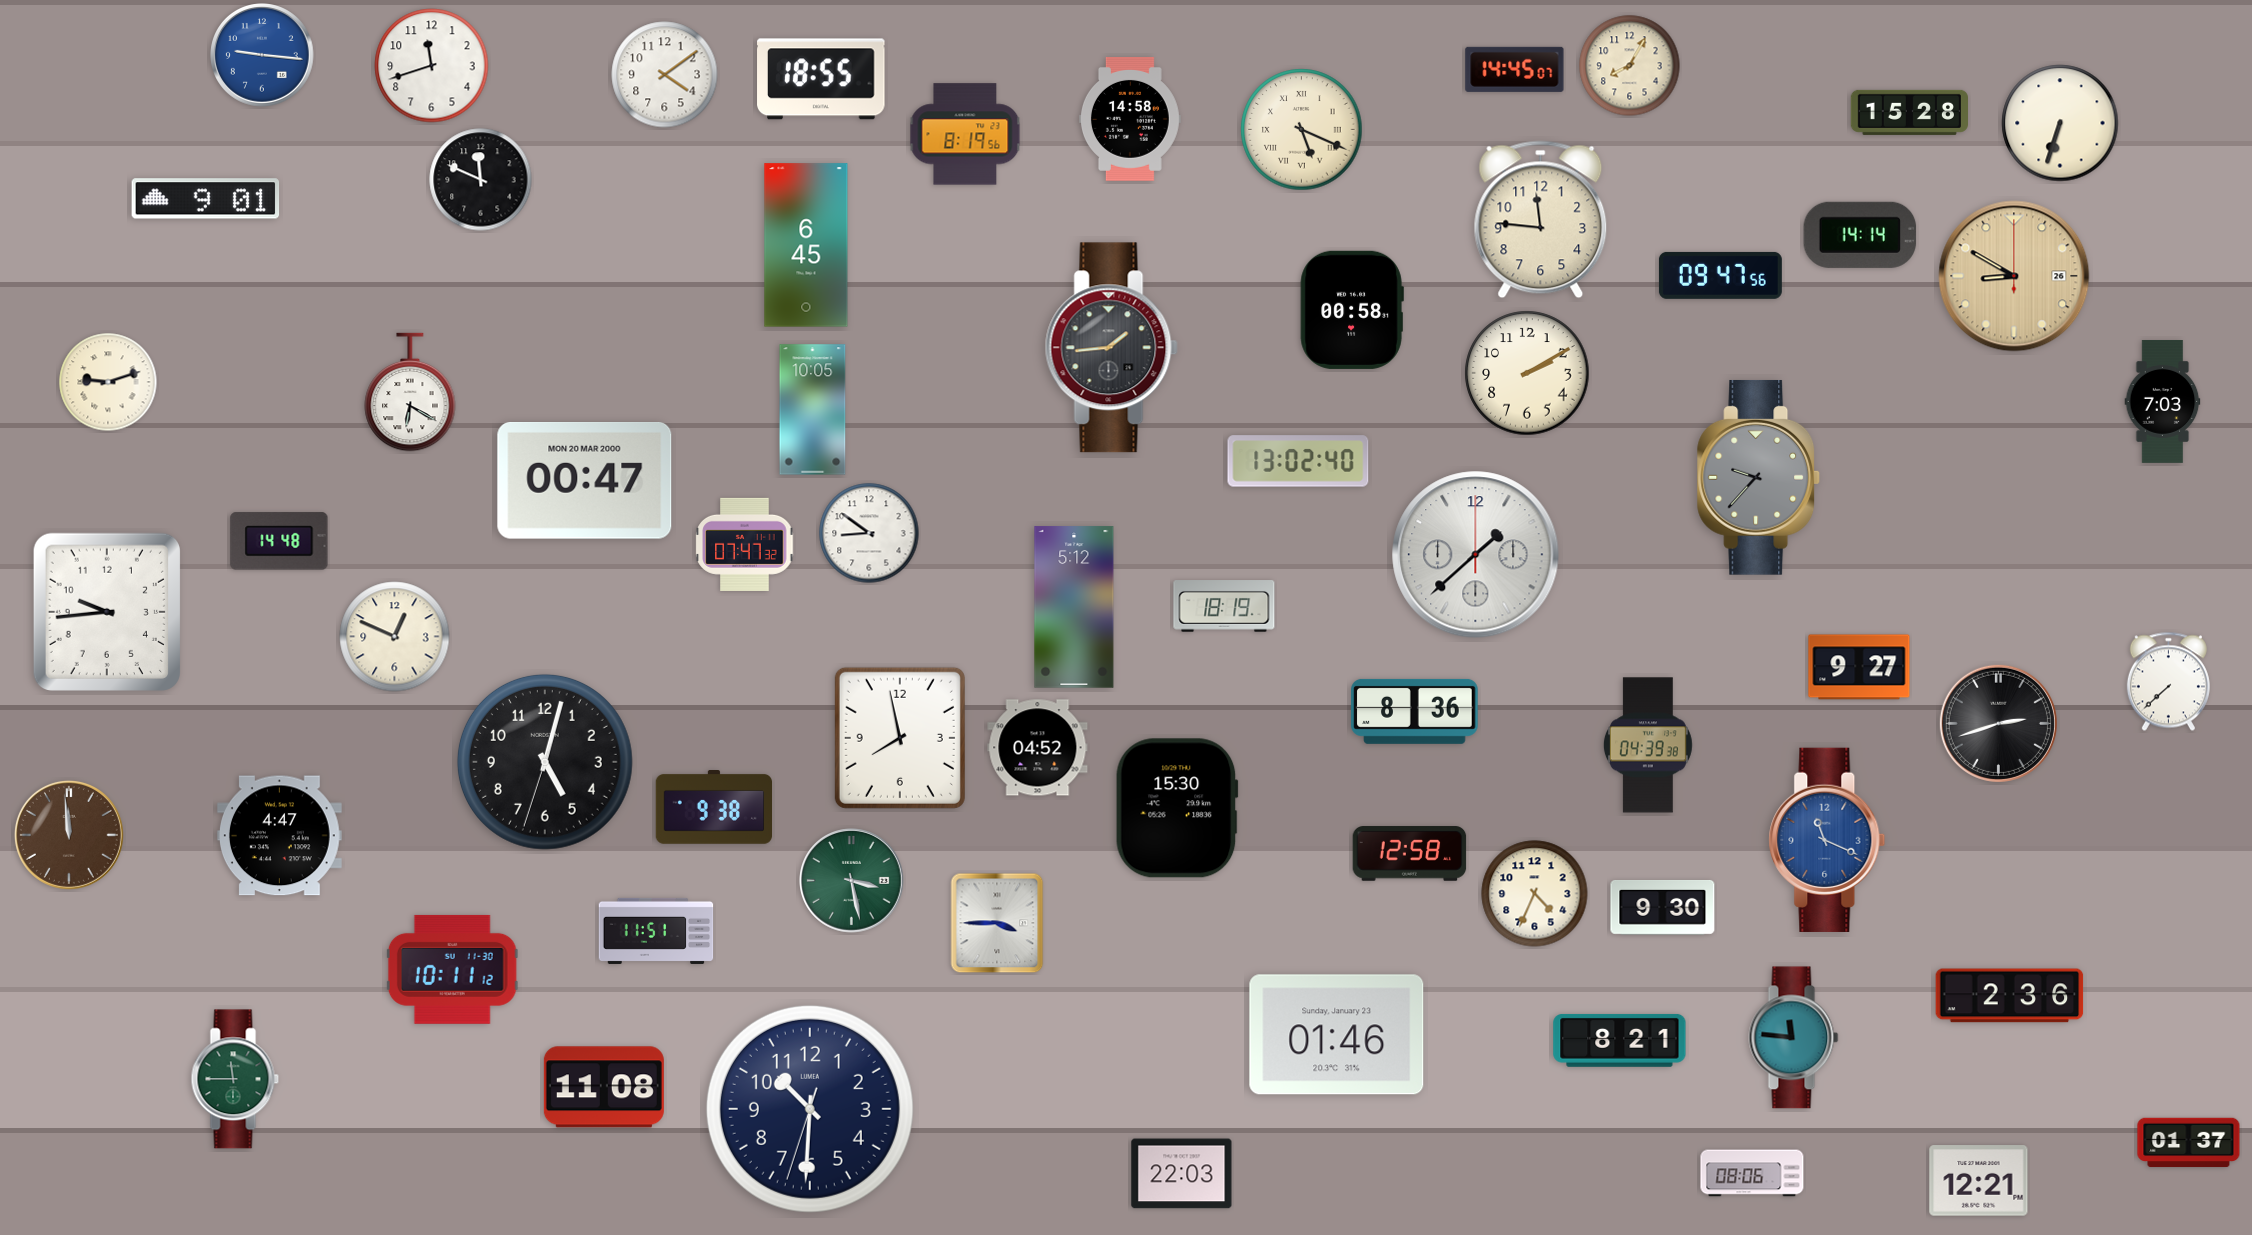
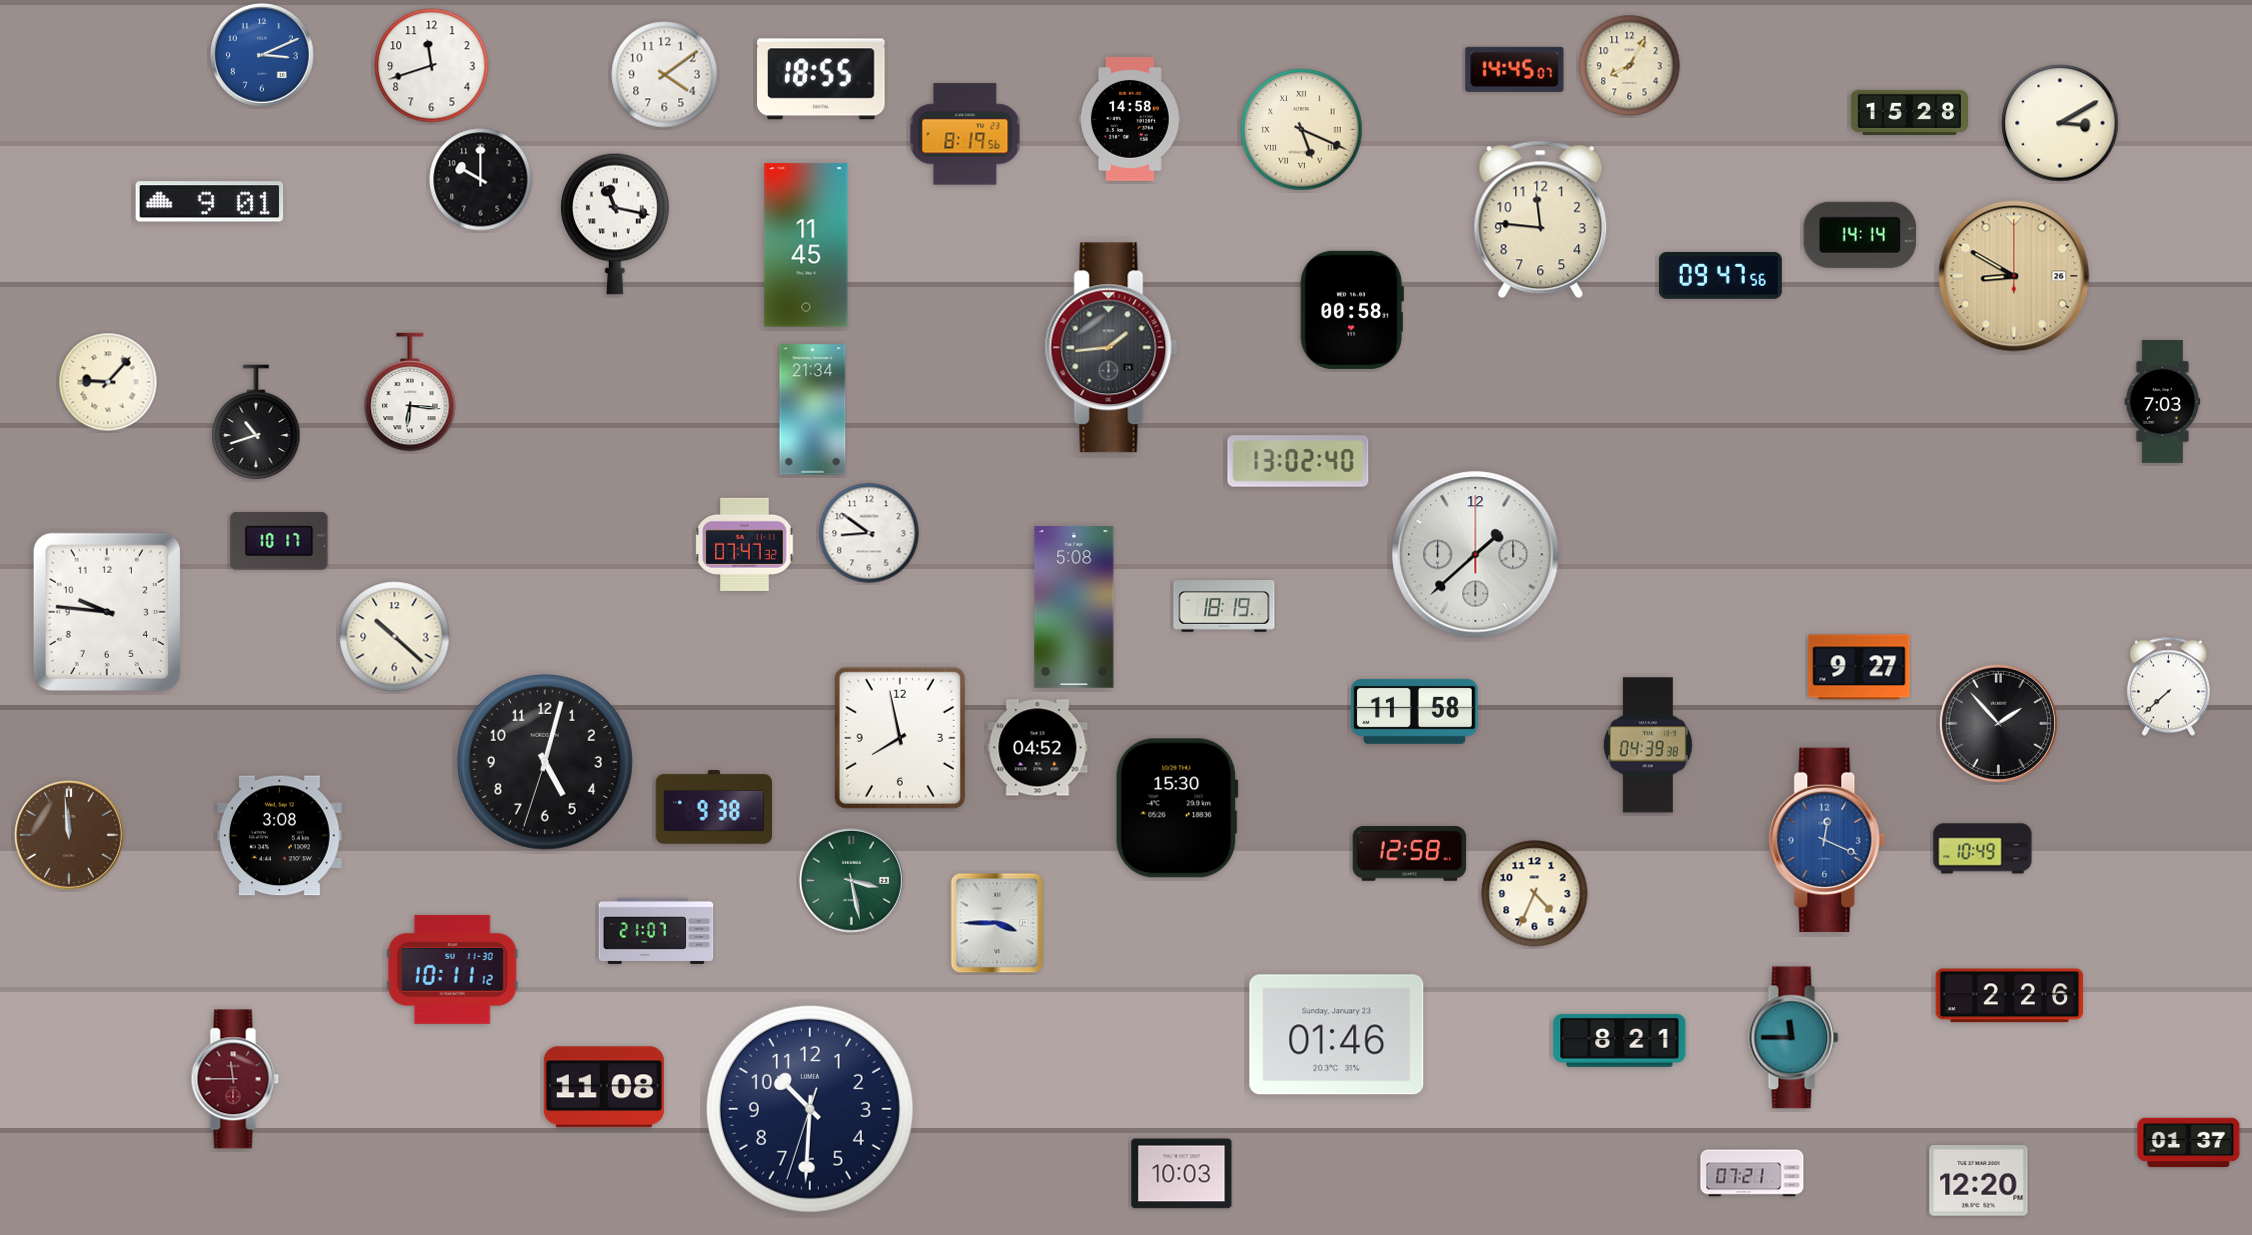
clock at (263, 56): 9:16 -> 3:11
clock at (2060, 123): 6:33 -> 3:10
clock at (481, 180): 11:49 -> 10:00
clock at (206, 199) position: (206, 199) -> (210, 202)
clock at (616, 224): none -> 11:17
clock at (806, 245): 6:45 -> 11:45
clock at (1527, 373): 2:10 -> none
clock at (108, 382): 9:12 -> 9:07
clock at (410, 392): 6:20 -> 6:16
clock at (813, 410): 10:05 -> 21:34
clock at (256, 422): none -> 10:42
clock at (1759, 477): 9:37 -> none
clock at (585, 481): 00:47 -> none
clock at (279, 541): 14:48 -> 10:17
clock at (1074, 607): 5:12 -> 5:08
clock at (107, 612): 9:44 -> 9:46
clock at (395, 637): 12:49 -> 10:22
clock at (2168, 682) position: (2168, 682) -> (2168, 687)
clock at (1415, 711): 8:36 -> 11:58
clock at (1998, 723): 2:42 -> 1:53
clock at (279, 836): 4:47 -> 3:08
clock at (1827, 840): 11:19 -> 12:19
clock at (1983, 849): none -> 10:49
clock at (1663, 907): 9:30 -> none
clock at (656, 931): 11:51 -> 21:07
clock at (2010, 996): 2:36 -> 2:26
clock at (1794, 1038): 11:46 -> 11:45
clock at (235, 1079) dial: green -> burgundy
clock at (1752, 1173): 08:06 -> 07:21
clock at (1182, 1174): 22:03 -> 10:03
clock at (1979, 1181): 12:21 -> 12:20
